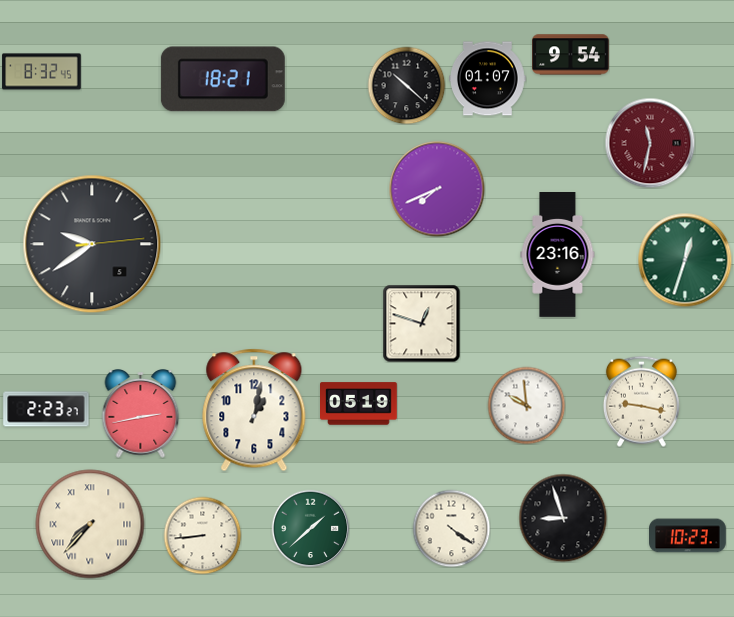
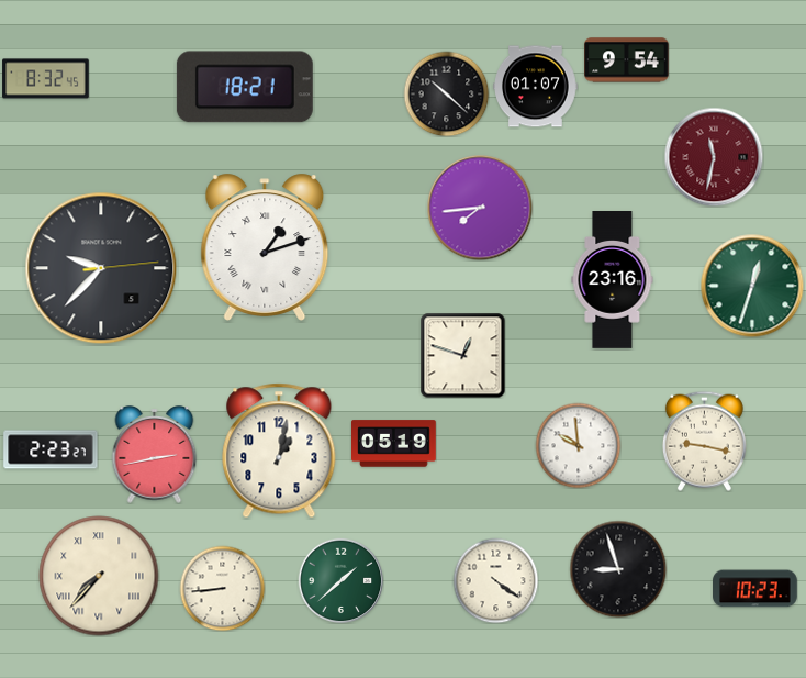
clock at (437, 189): 7:41 -> 7:44
clock at (265, 247): none -> 1:12
clock at (92, 244): 9:39 -> 9:37
